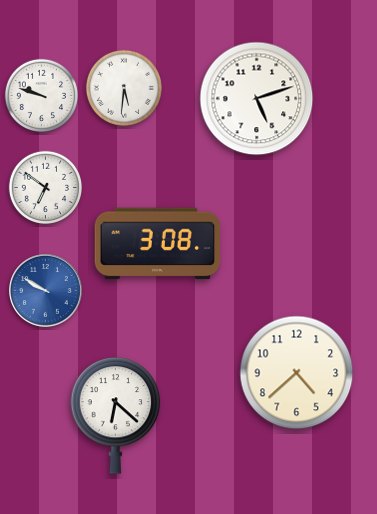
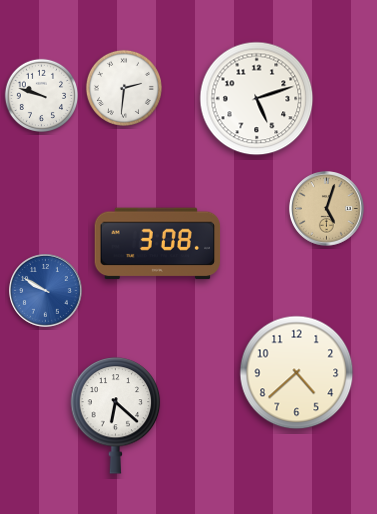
clock at (124, 88): 5:31 -> 2:31
clock at (45, 187): 6:51 -> none
clock at (327, 209): none -> 5:03
